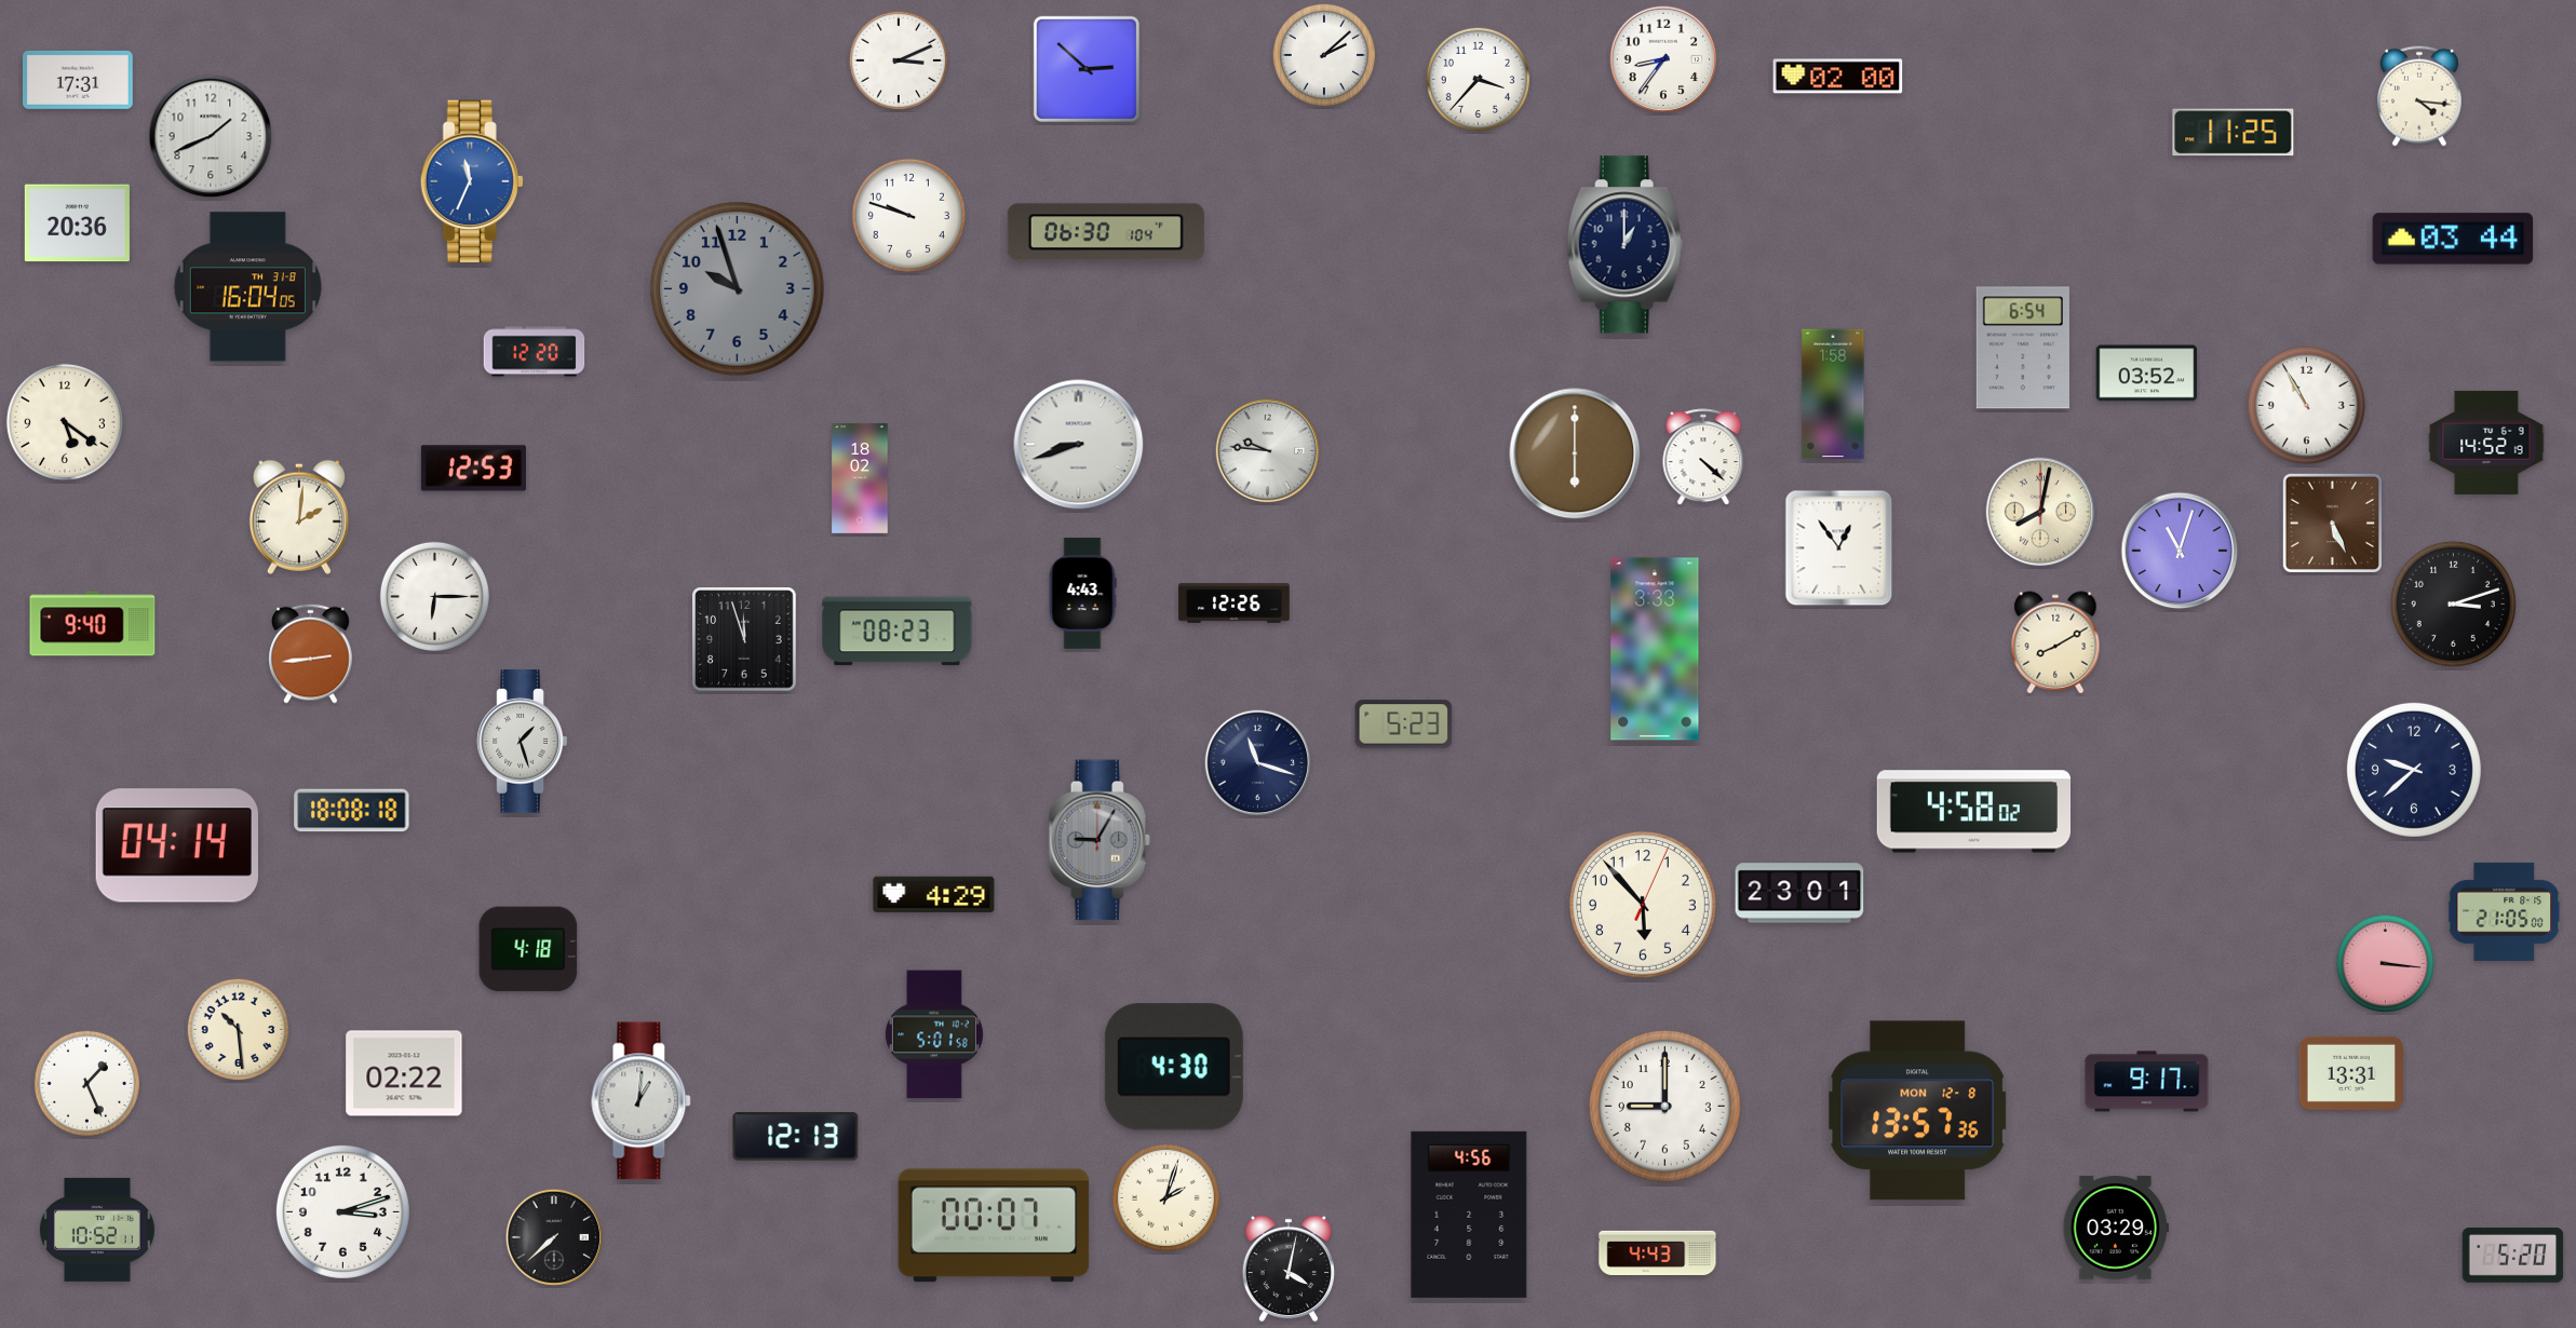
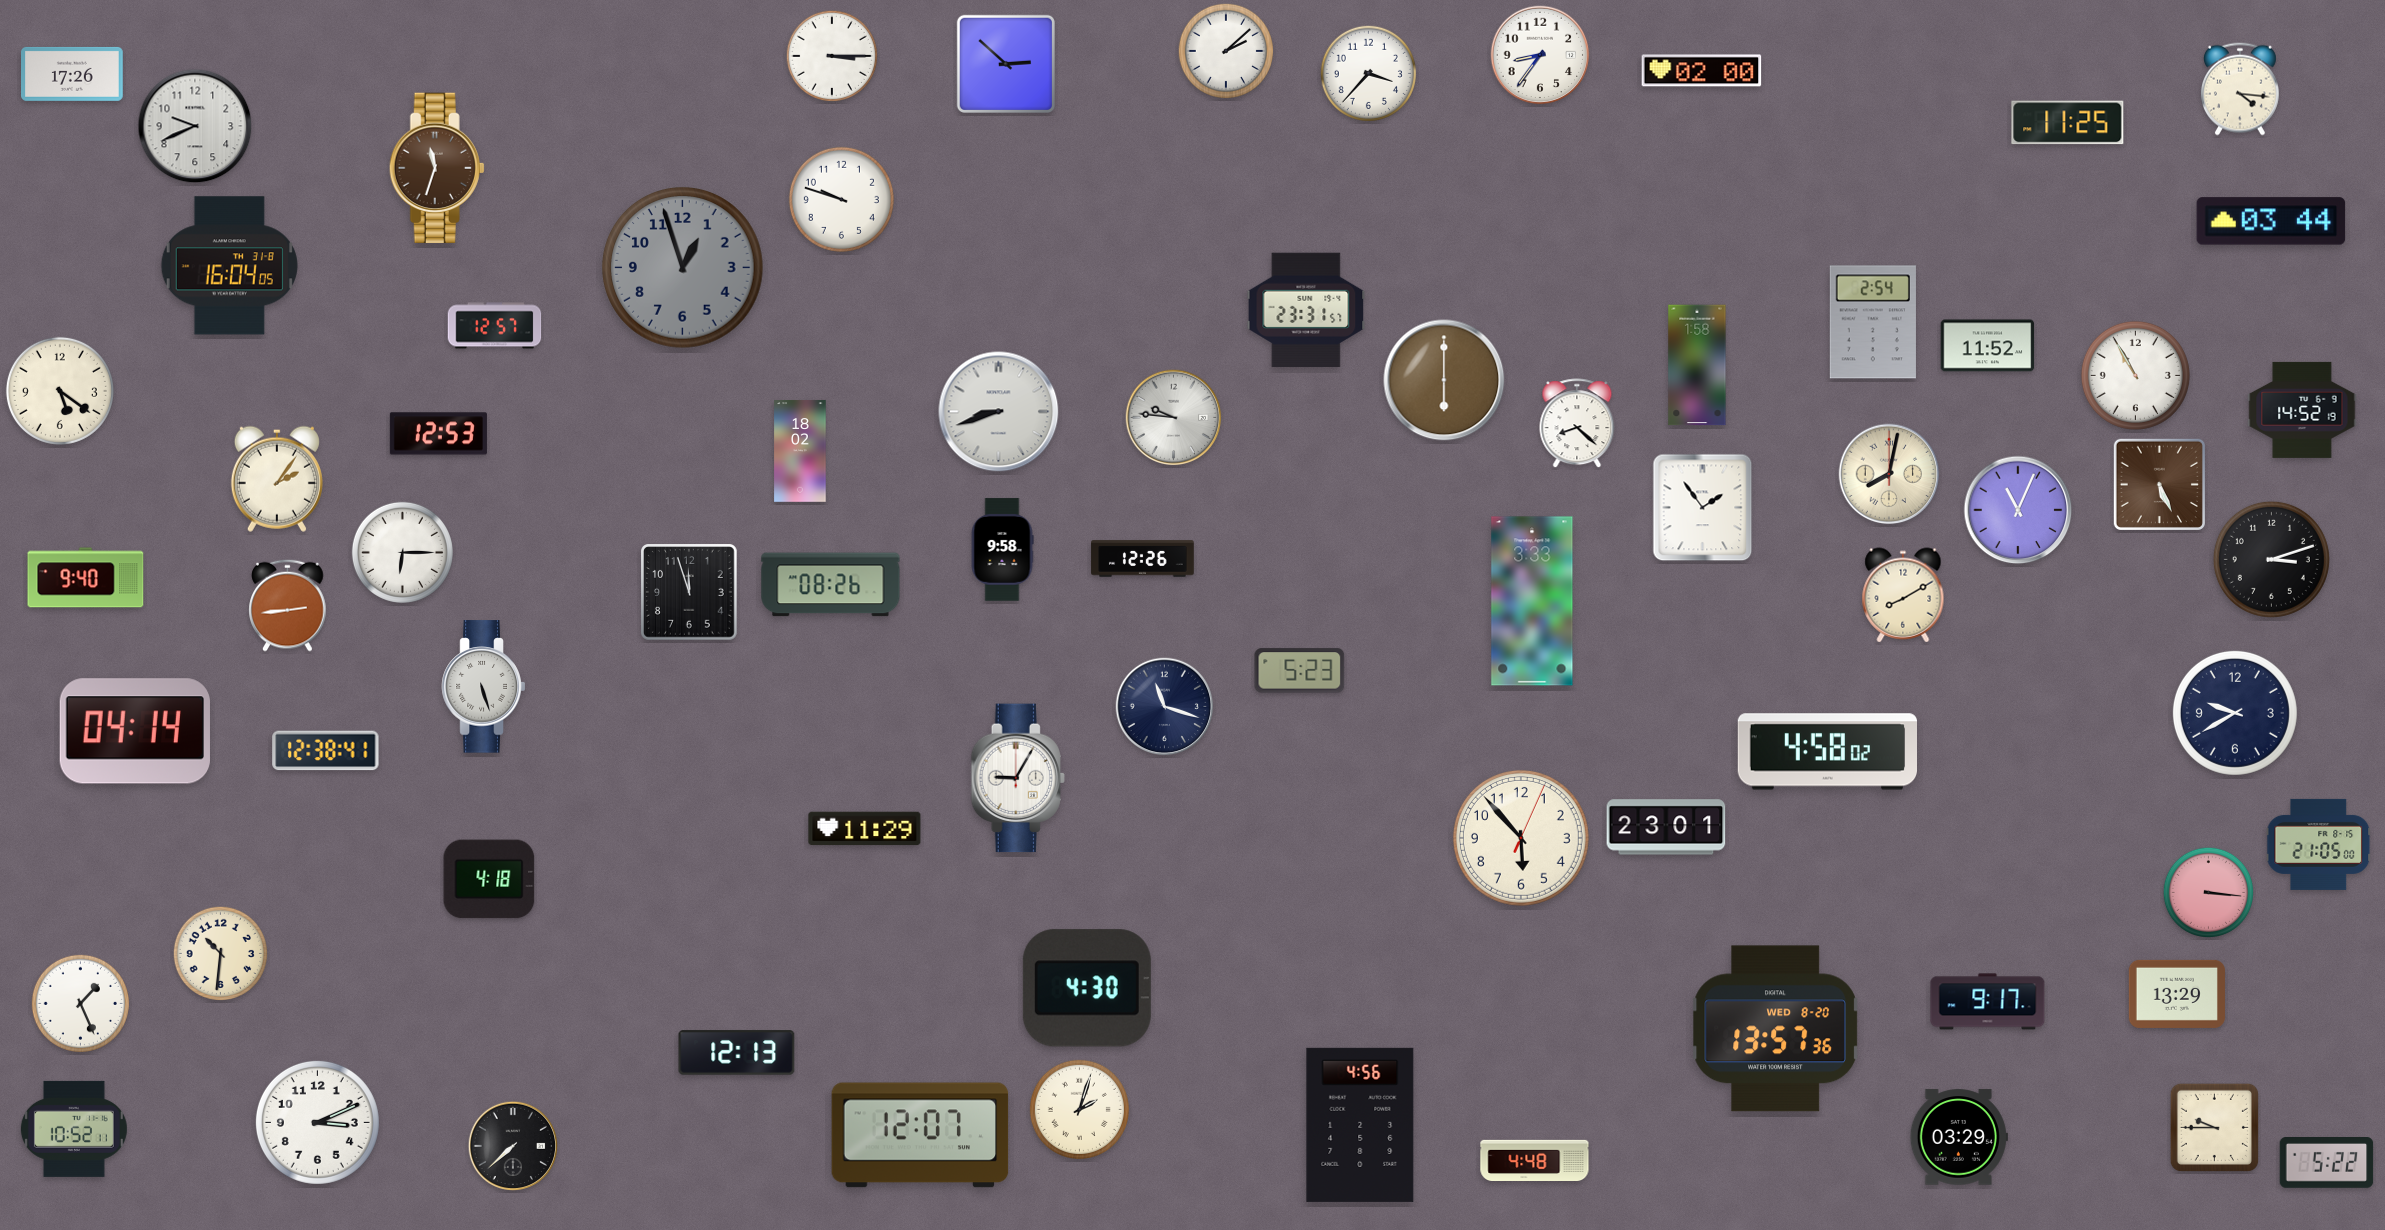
clock at (898, 59): 3:11 -> 3:15
clock at (79, 80): 17:31 -> 17:26
clock at (211, 136): 1:41 -> 9:41
clock at (472, 181): 11:34 -> 11:33
clock at (472, 181) dial: blue -> brown
clock at (77, 223): 20:36 -> none
clock at (1106, 232): 06:30 -> none
clock at (1624, 245): 1:00 -> none
clock at (738, 289): 9:57 -> 12:57
clock at (1306, 309): none -> 23:31
clock at (2023, 348): 6:54 -> 2:54
clock at (535, 352): 12:20 -> 12:57
clock at (2147, 374): 03:52 -> 11:52
clock at (1575, 453) position: (1575, 453) -> (1444, 380)
clock at (1703, 458): 4:22 -> 8:22
clock at (860, 478) position: (860, 478) -> (800, 451)
clock at (299, 517): 2:01 -> 2:06
clock at (1839, 548): 12:54 -> 1:54
clock at (2180, 551): 11:03 -> 11:04
clock at (1082, 594): 4:43 -> 9:58
clock at (898, 632): 08:23 -> 08:26
clock at (523, 742): 1:27 -> 5:27
clock at (2414, 770): 9:38 -> 9:40
clock at (352, 811): 18:08 -> 12:38
clock at (1100, 840) dial: grey -> white
clock at (177, 845) position: (177, 845) -> (135, 731)
clock at (934, 895): 4:29 -> 11:29
clock at (238, 1029): 10:29 -> 10:31
clock at (934, 1034): 5:01 -> none
clock at (404, 1073): 02:22 -> none
clock at (2351, 1073): 13:31 -> 13:29
clock at (642, 1101): 1:01 -> none
clock at (1664, 1106): 9:00 -> none
clock at (1917, 1111) date: MON 12-8 -> WED 8-20
clock at (342, 1211): 3:12 -> 3:11
clock at (2214, 1127): none -> 9:45
clock at (994, 1225): 00:07 -> 12:07
clock at (97, 1230) position: (97, 1230) -> (74, 1129)
clock at (1658, 1252): 4:43 -> 4:48
clock at (2513, 1256): 5:20 -> 5:22
clock at (1287, 1269): 4:02 -> none
